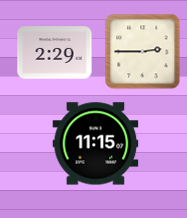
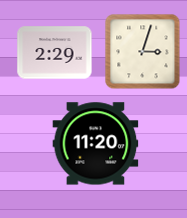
clock at (143, 52): 2:45 -> 3:03
clock at (96, 144): 11:15 -> 11:20
